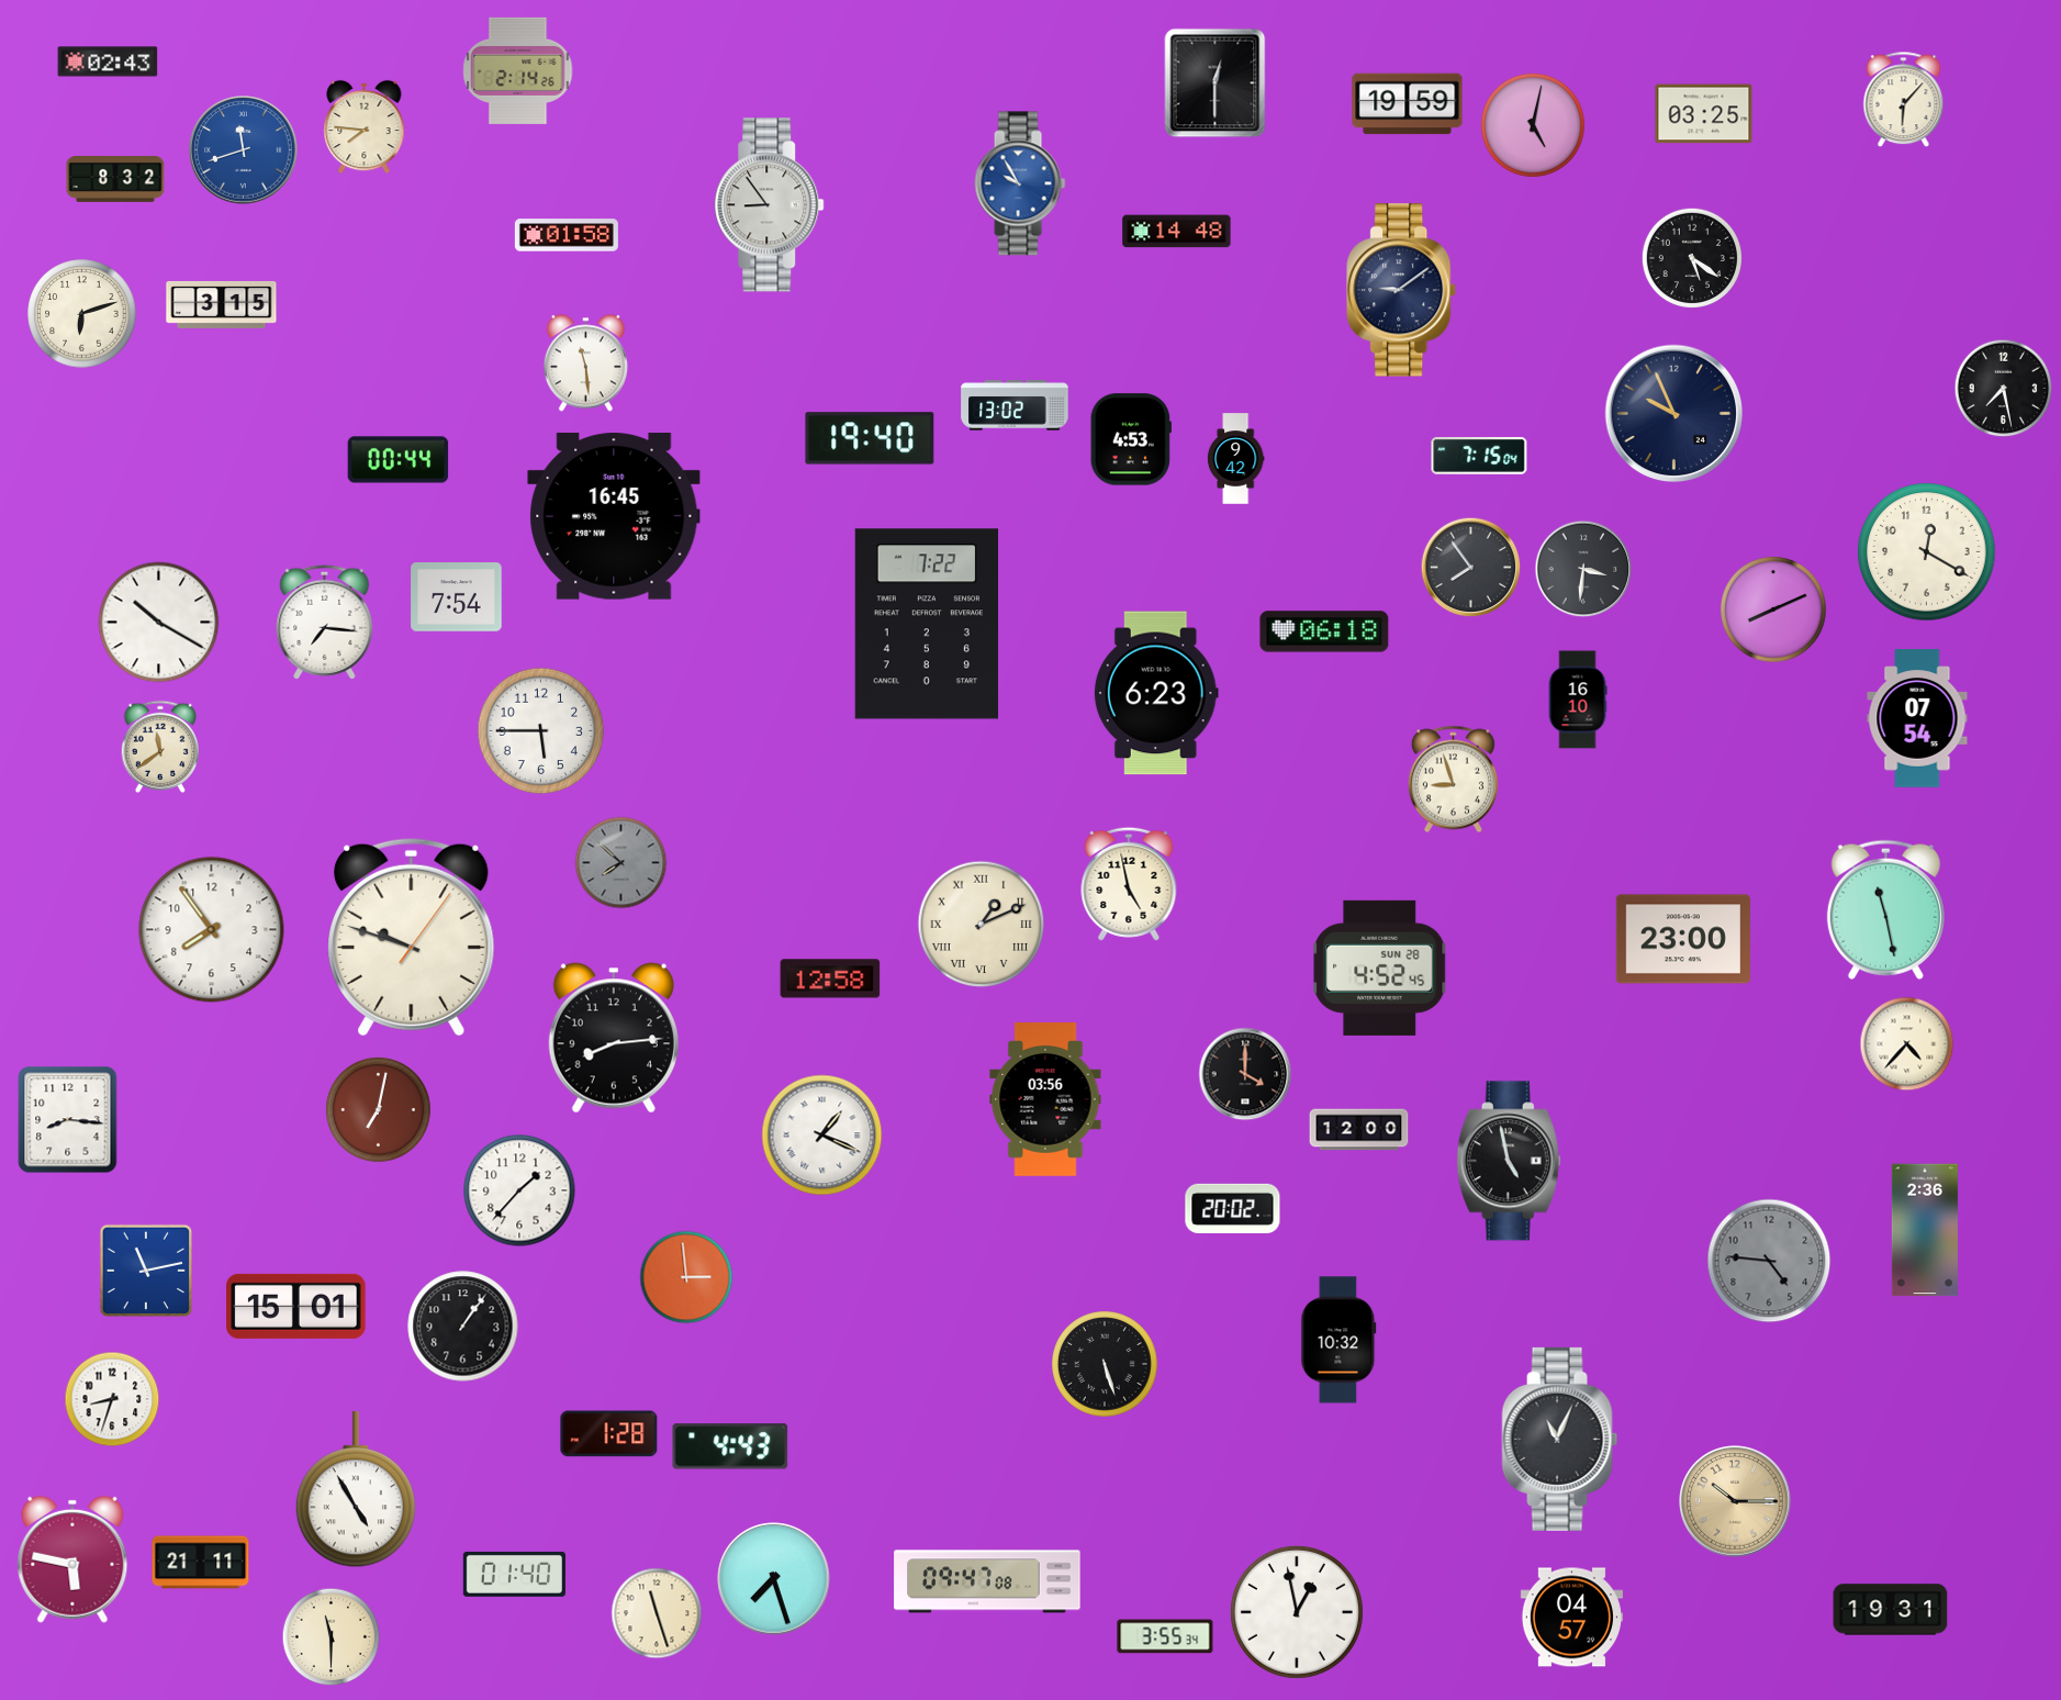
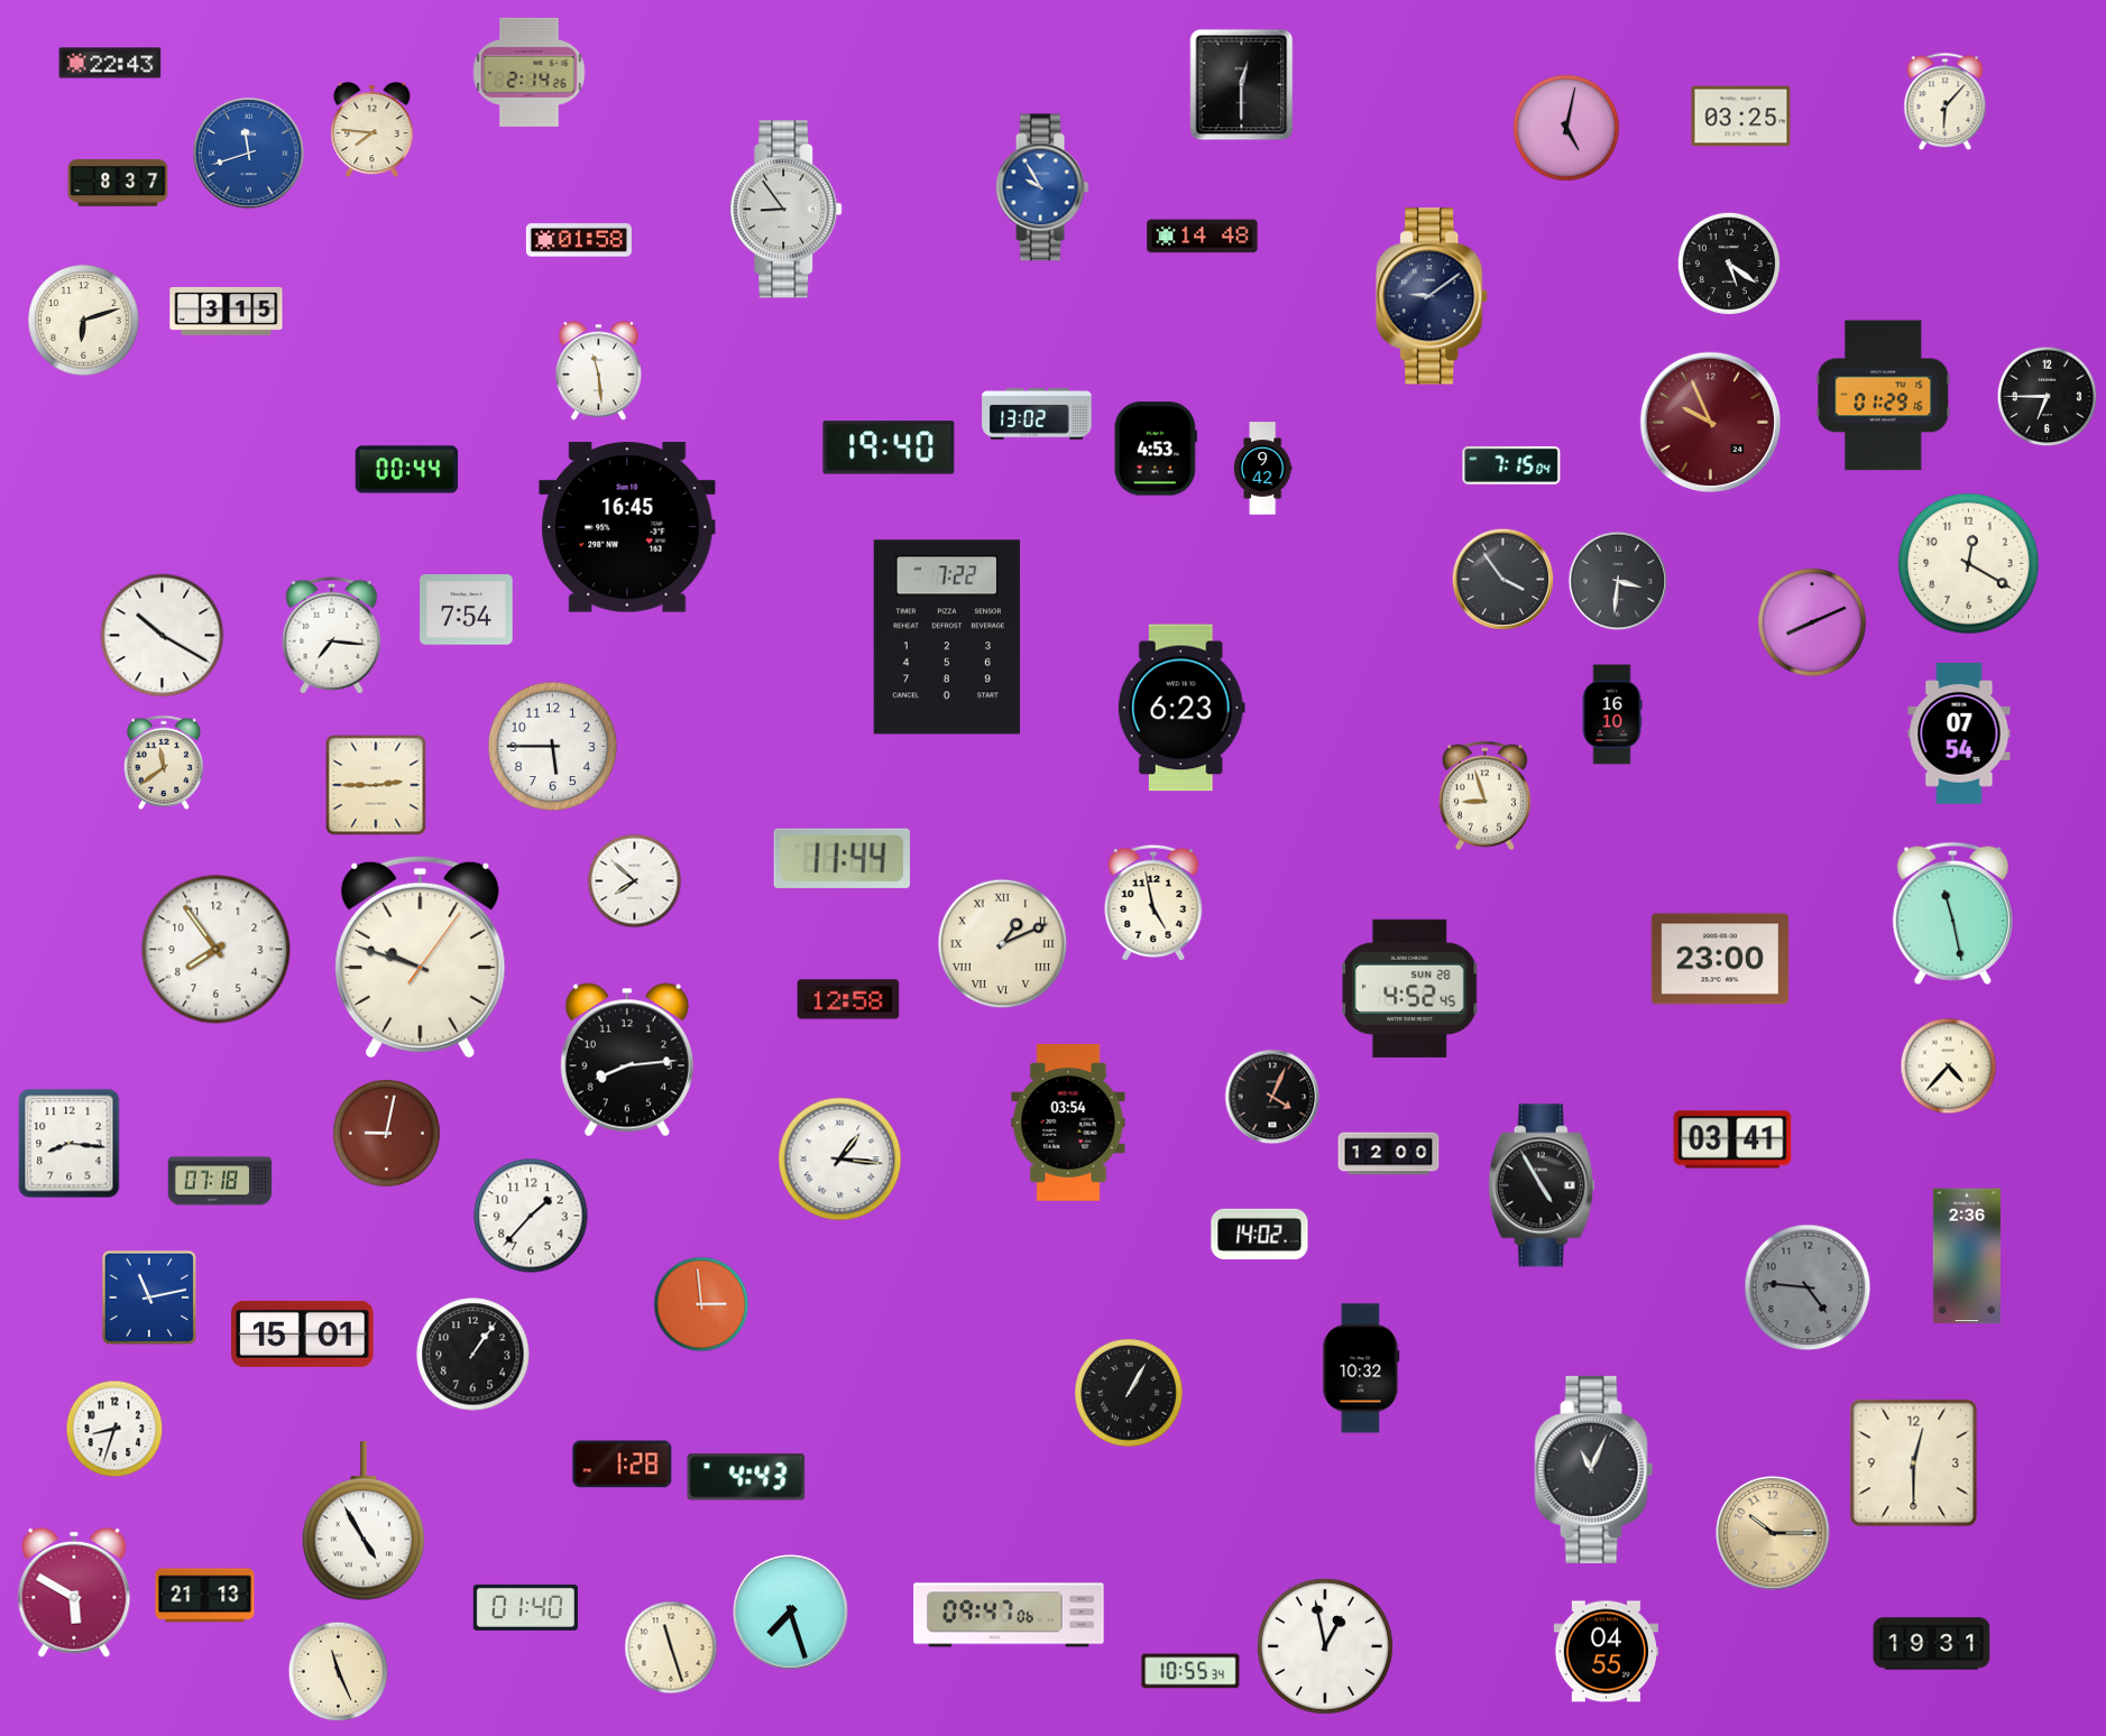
clock at (108, 61): 02:43 -> 22:43
clock at (1408, 104): 19:59 -> none
clock at (115, 180): 8:32 -> 8:37
clock at (1884, 396): none -> 01:29
clock at (2004, 389): 7:28 -> 6:45
clock at (1674, 414) dial: navy -> burgundy
clock at (1471, 568): 7:54 -> 3:54
clock at (1324, 631): 06:18 -> none
clock at (376, 785): none -> 2:45
clock at (842, 858): none -> 11:44
clock at (621, 863) dial: grey -> white
clock at (1885, 909) position: (1885, 909) -> (1952, 913)
clock at (1245, 1074): 4:00 -> 4:04
clock at (1045, 1100): 03:56 -> 03:54
clock at (379, 1110): 7:02 -> 9:02
clock at (1732, 1139): none -> 03:41
clock at (822, 1136): 1:19 -> 1:16
clock at (220, 1181): none -> 07:18
clock at (1509, 1161): 4:58 -> 4:55
clock at (1233, 1208): 20:02 -> 14:02
clock at (1338, 1340) position: (1338, 1340) -> (1361, 1368)
clock at (1105, 1364): 5:27 -> 1:05
clock at (1914, 1463): none -> 12:30
clock at (72, 1559): 5:47 -> 5:50
clock at (201, 1563): 21:11 -> 21:13
clock at (987, 1581): 09:47:08 -> 09:47:06
clock at (1571, 1618): 04:57 -> 04:55
clock at (1165, 1636): 3:55 -> 10:55
clock at (332, 1637): 11:30 -> 11:26
